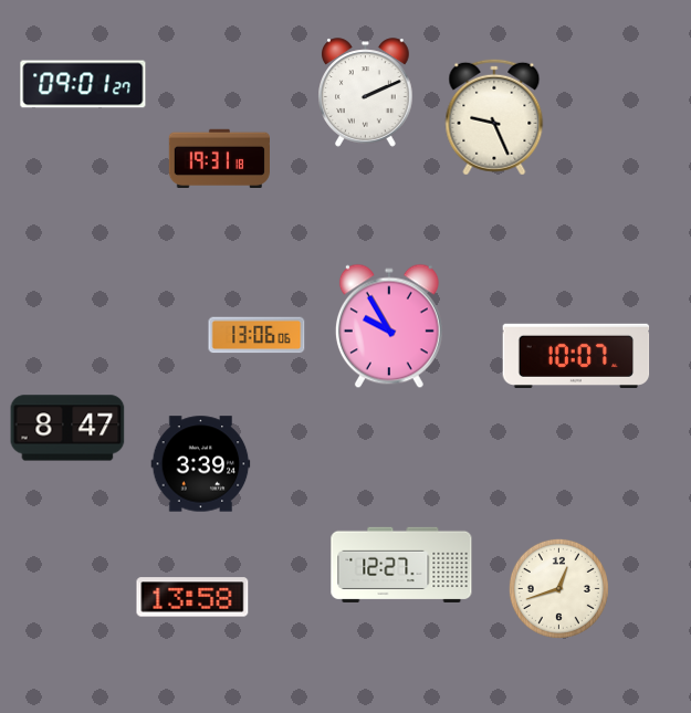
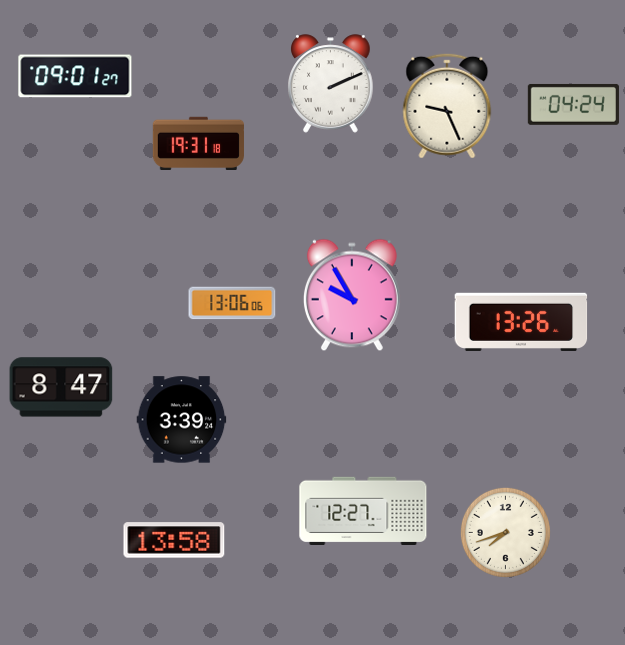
clock at (573, 104): none -> 04:24
clock at (576, 356): 10:07 -> 13:26
clock at (558, 588): 12:42 -> 7:42
